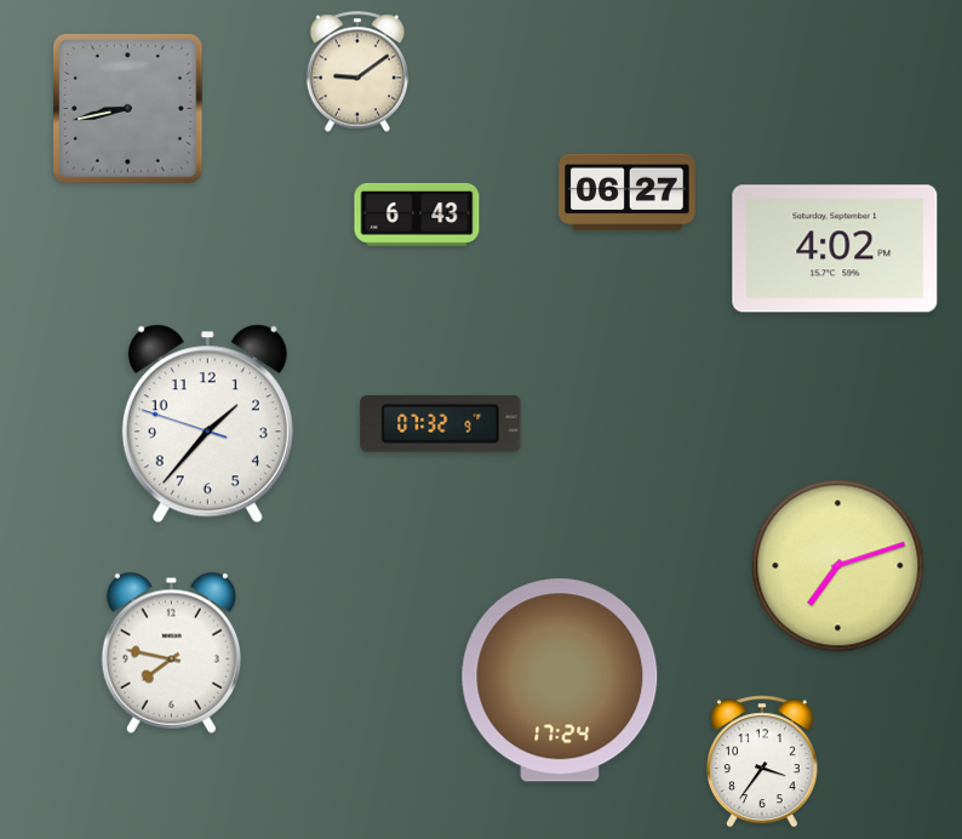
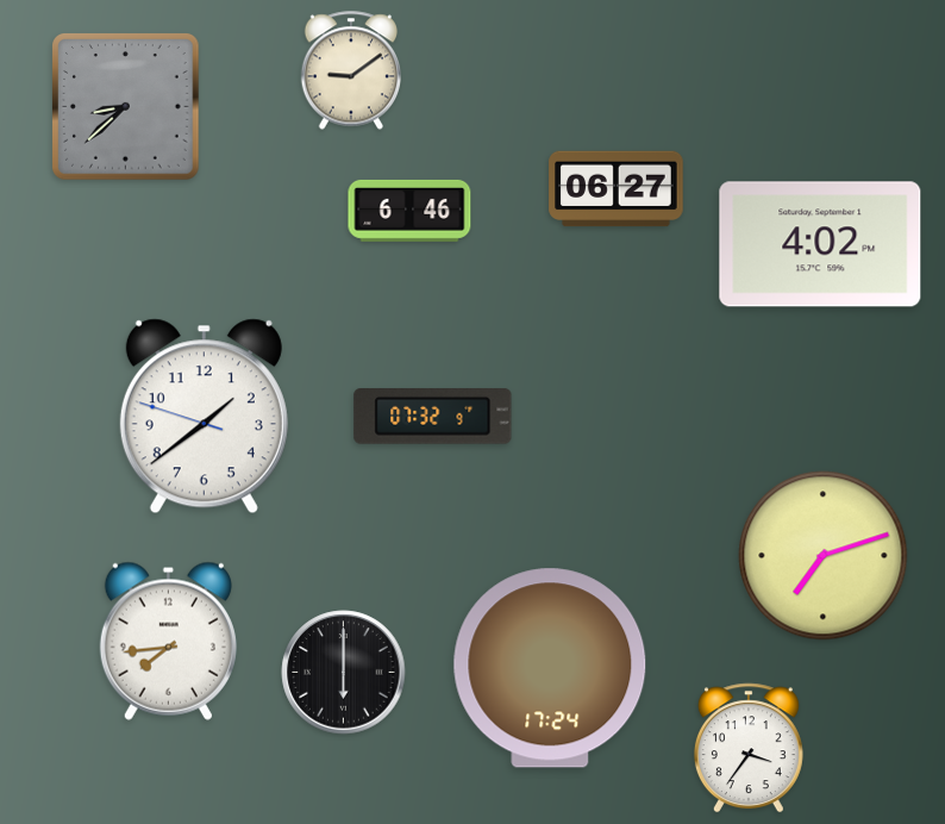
clock at (128, 109): 8:43 -> 8:38
clock at (417, 215): 6:43 -> 6:46
clock at (207, 424): 1:36 -> 1:38
clock at (171, 652): 7:47 -> 7:44
clock at (344, 673): none -> 6:00
